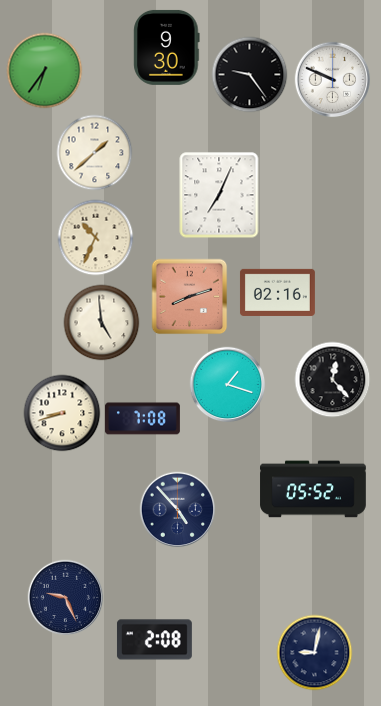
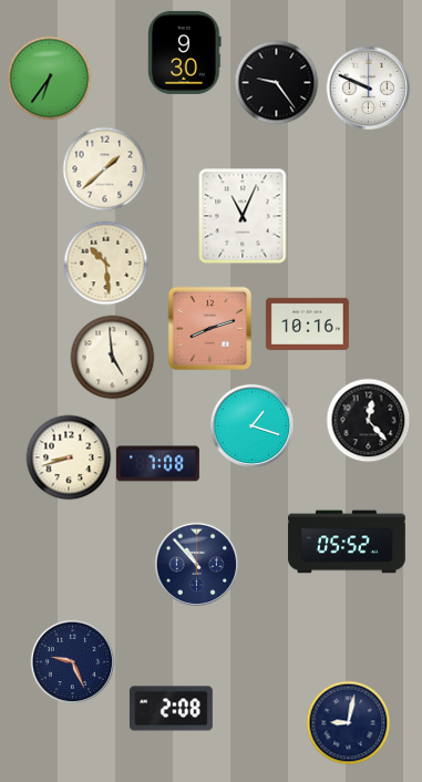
clock at (219, 195): 7:04 -> 11:04
clock at (96, 238): 10:34 -> 10:29
clock at (277, 292): 02:16 -> 10:16
clock at (178, 510): 4:53 -> 10:53
